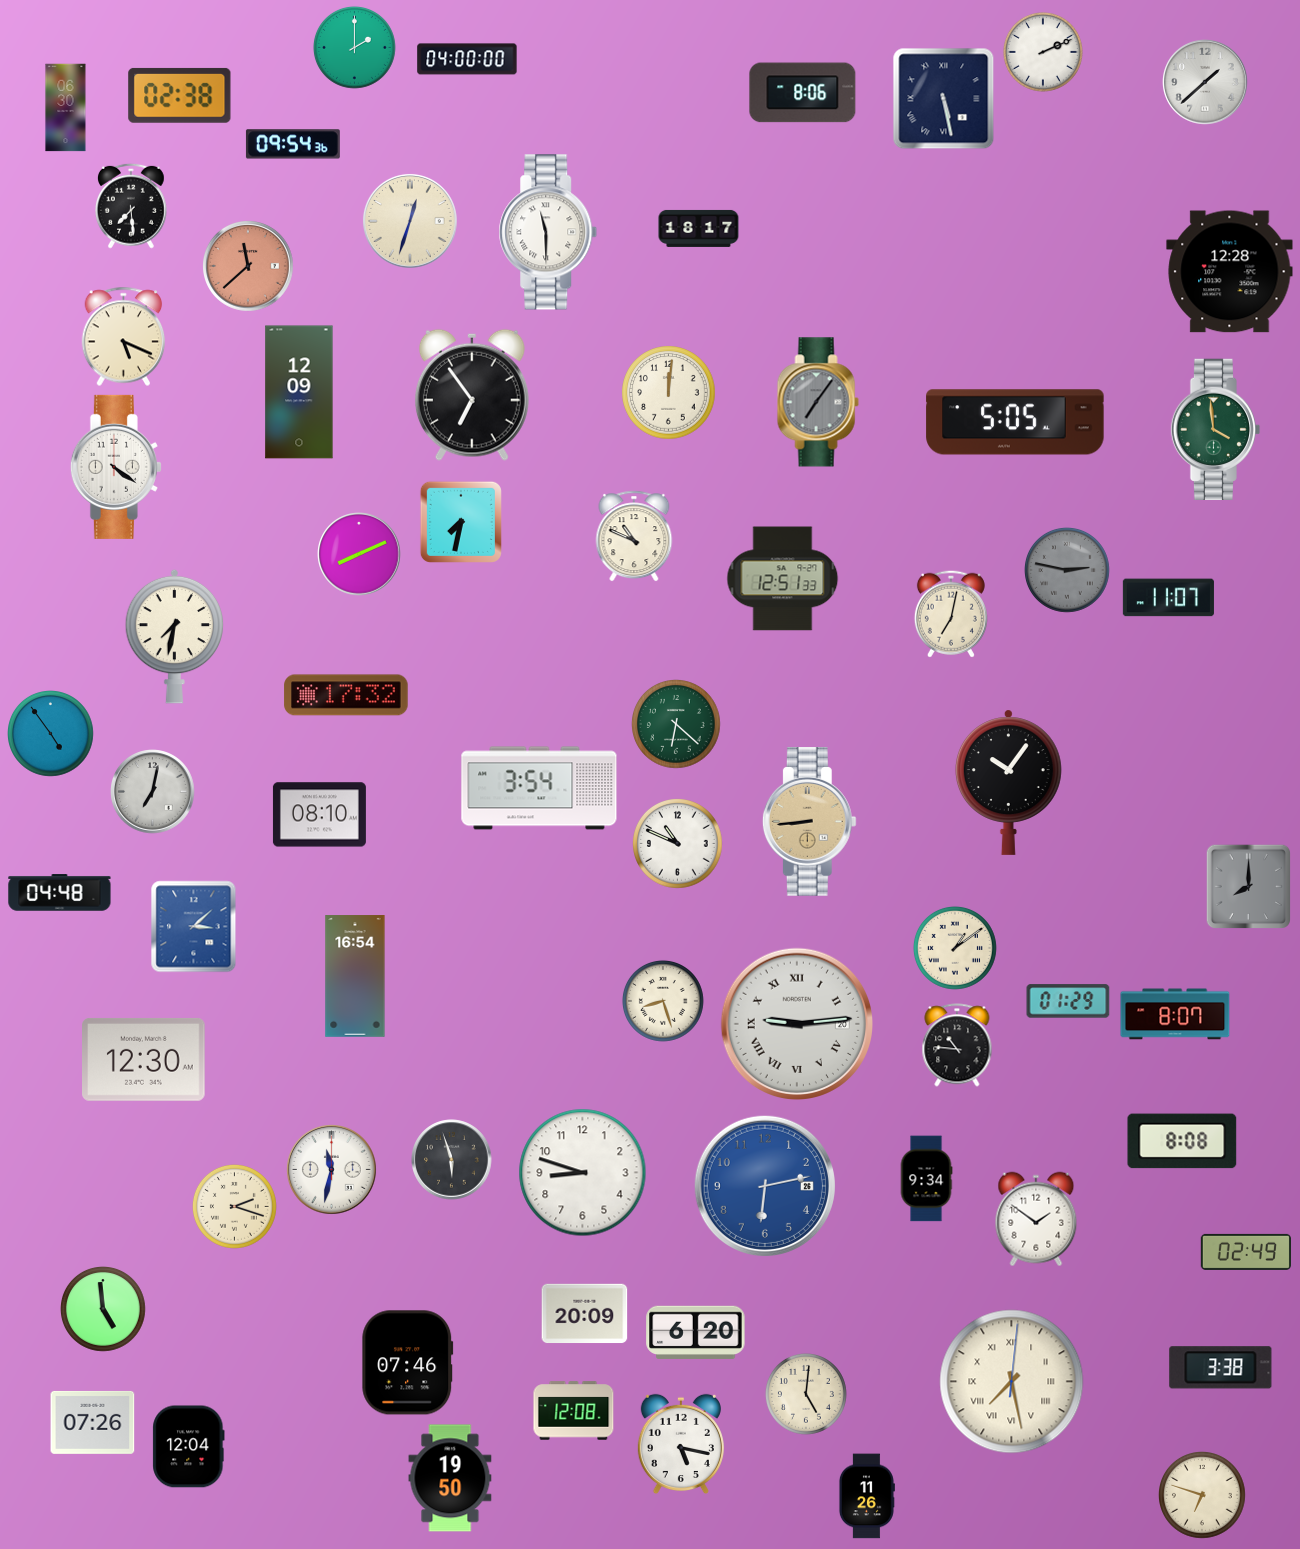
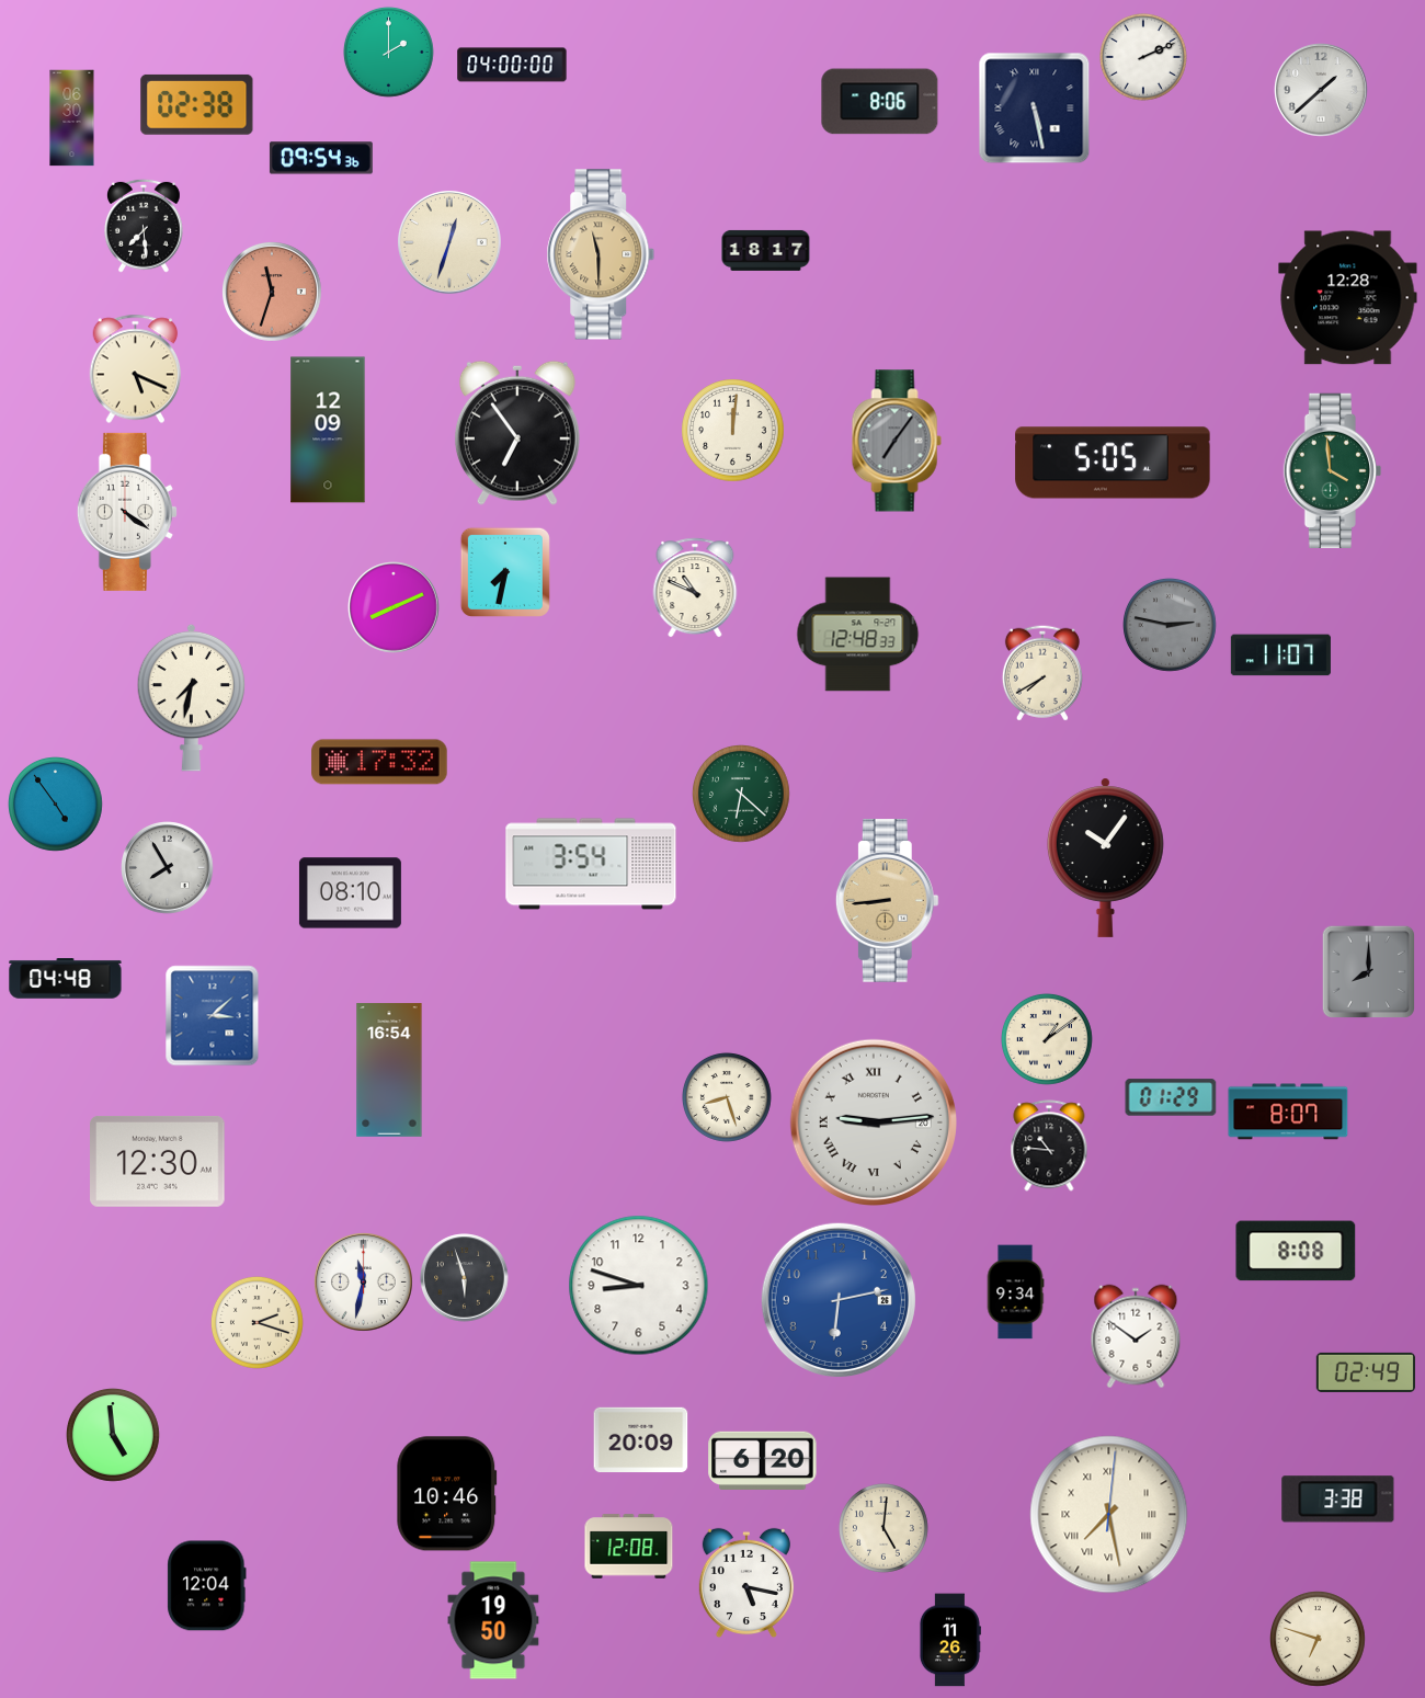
clock at (548, 232) dial: white -> champagne
clock at (249, 267): 11:38 -> 11:33
clock at (783, 579): 12:51 -> 12:48
clock at (951, 614): 7:02 -> 7:40
clock at (153, 792): 7:02 -> 7:55
clock at (678, 844): 10:49 -> none
clock at (452, 1160) position: (452, 1160) -> (465, 1278)
clock at (408, 1363): 07:46 -> 10:46
clock at (93, 1422): 07:26 -> none
